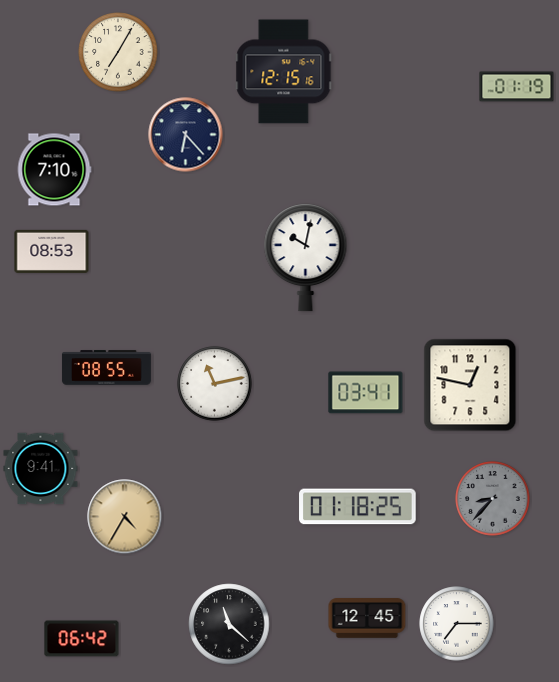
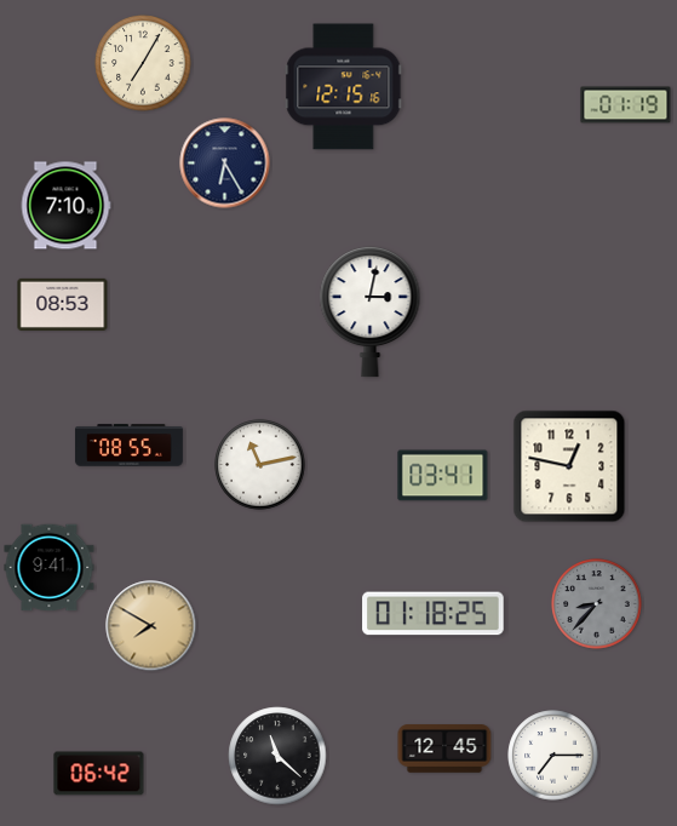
clock at (186, 135): 6:23 -> 6:25
clock at (306, 258): 10:02 -> 3:02
clock at (125, 517): 4:35 -> 7:50
